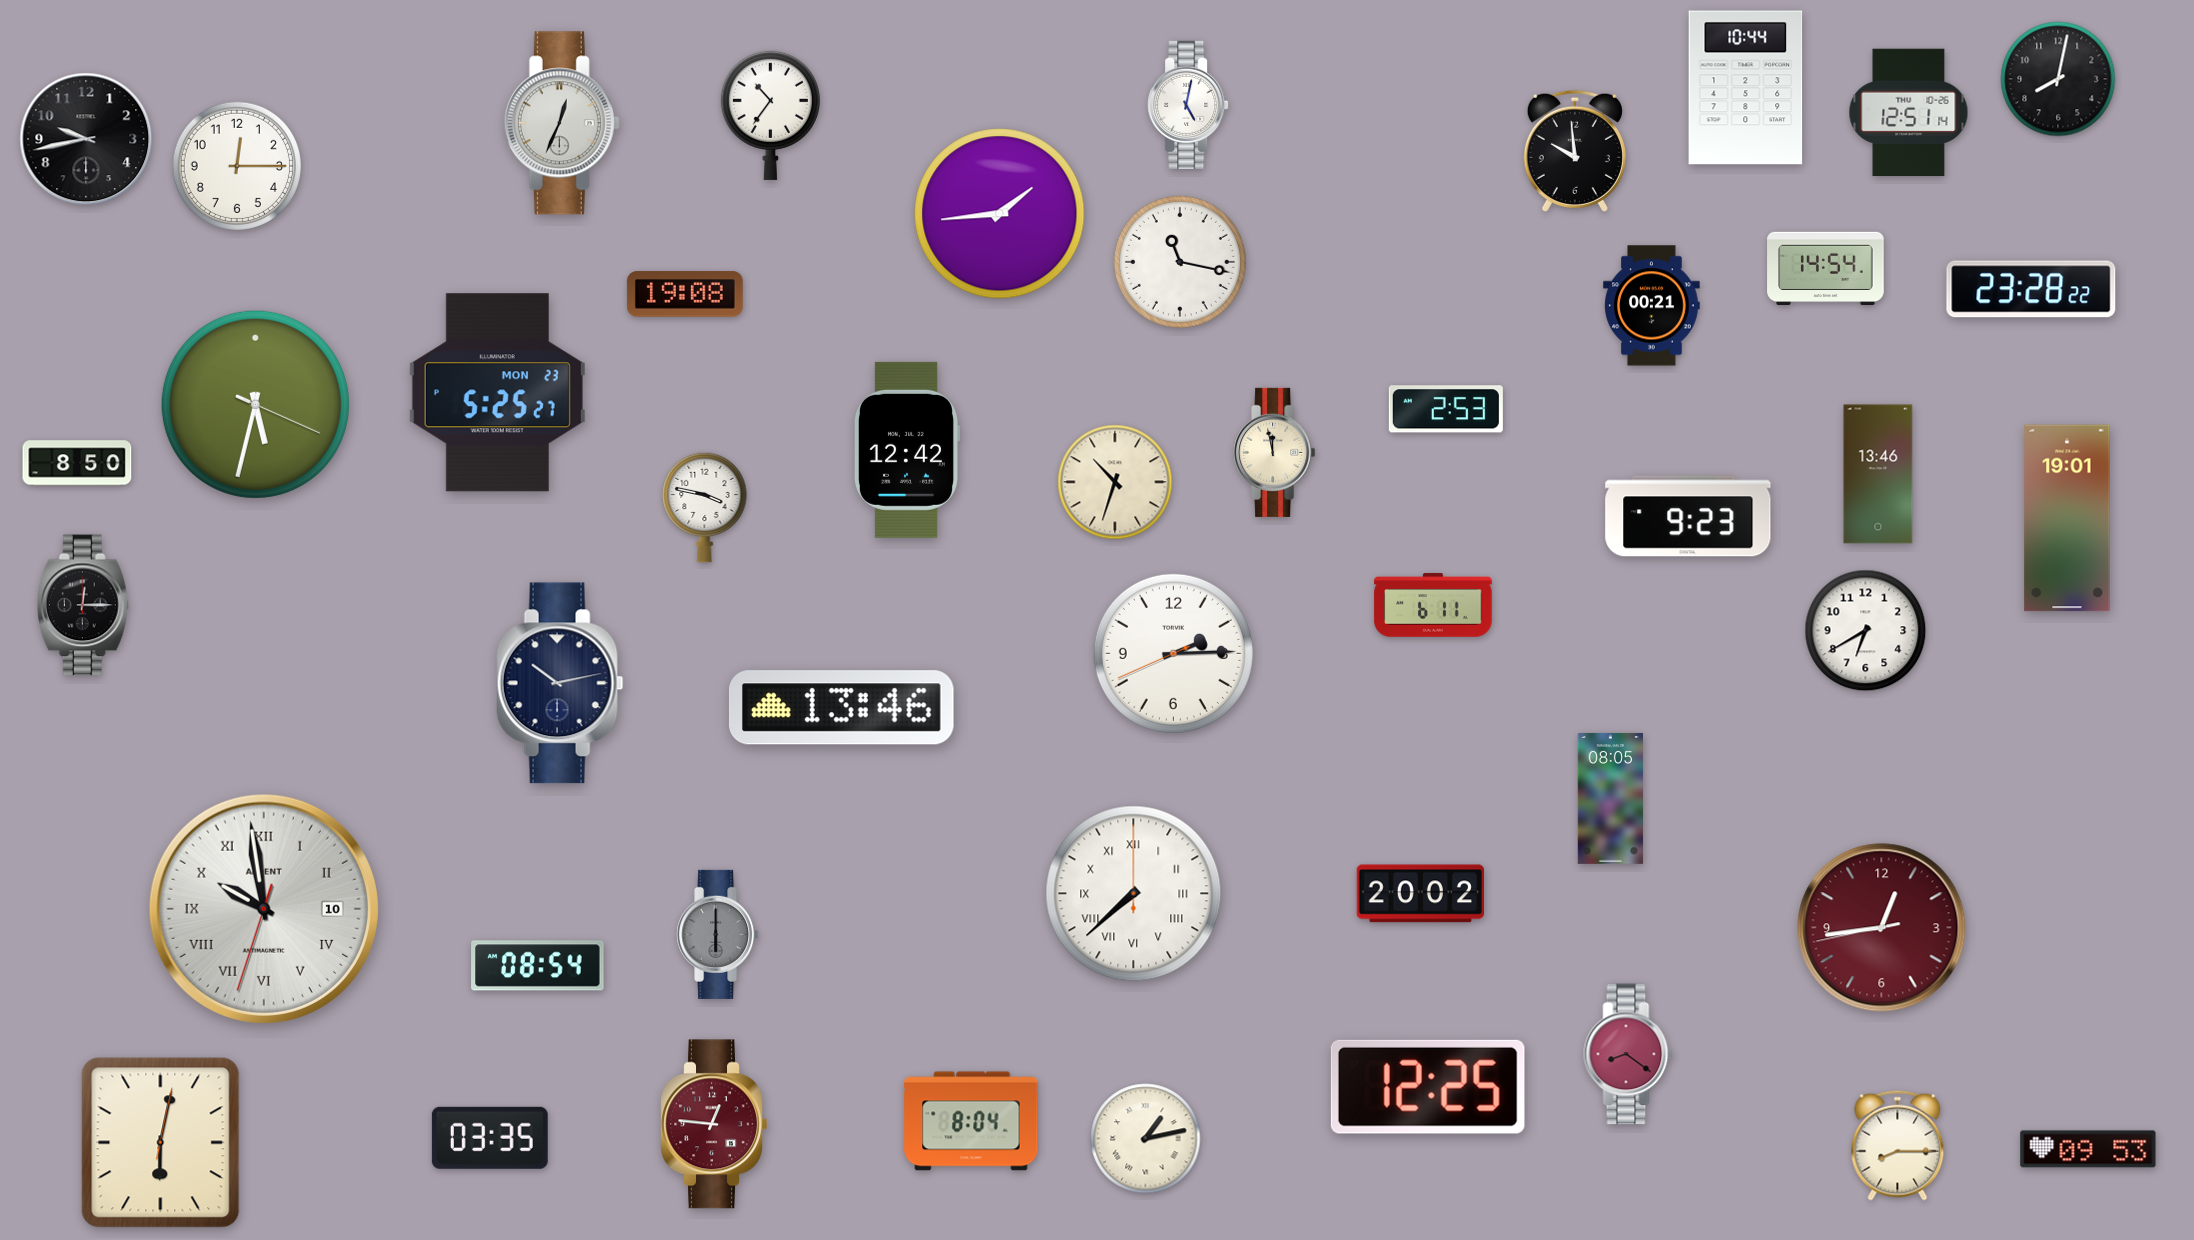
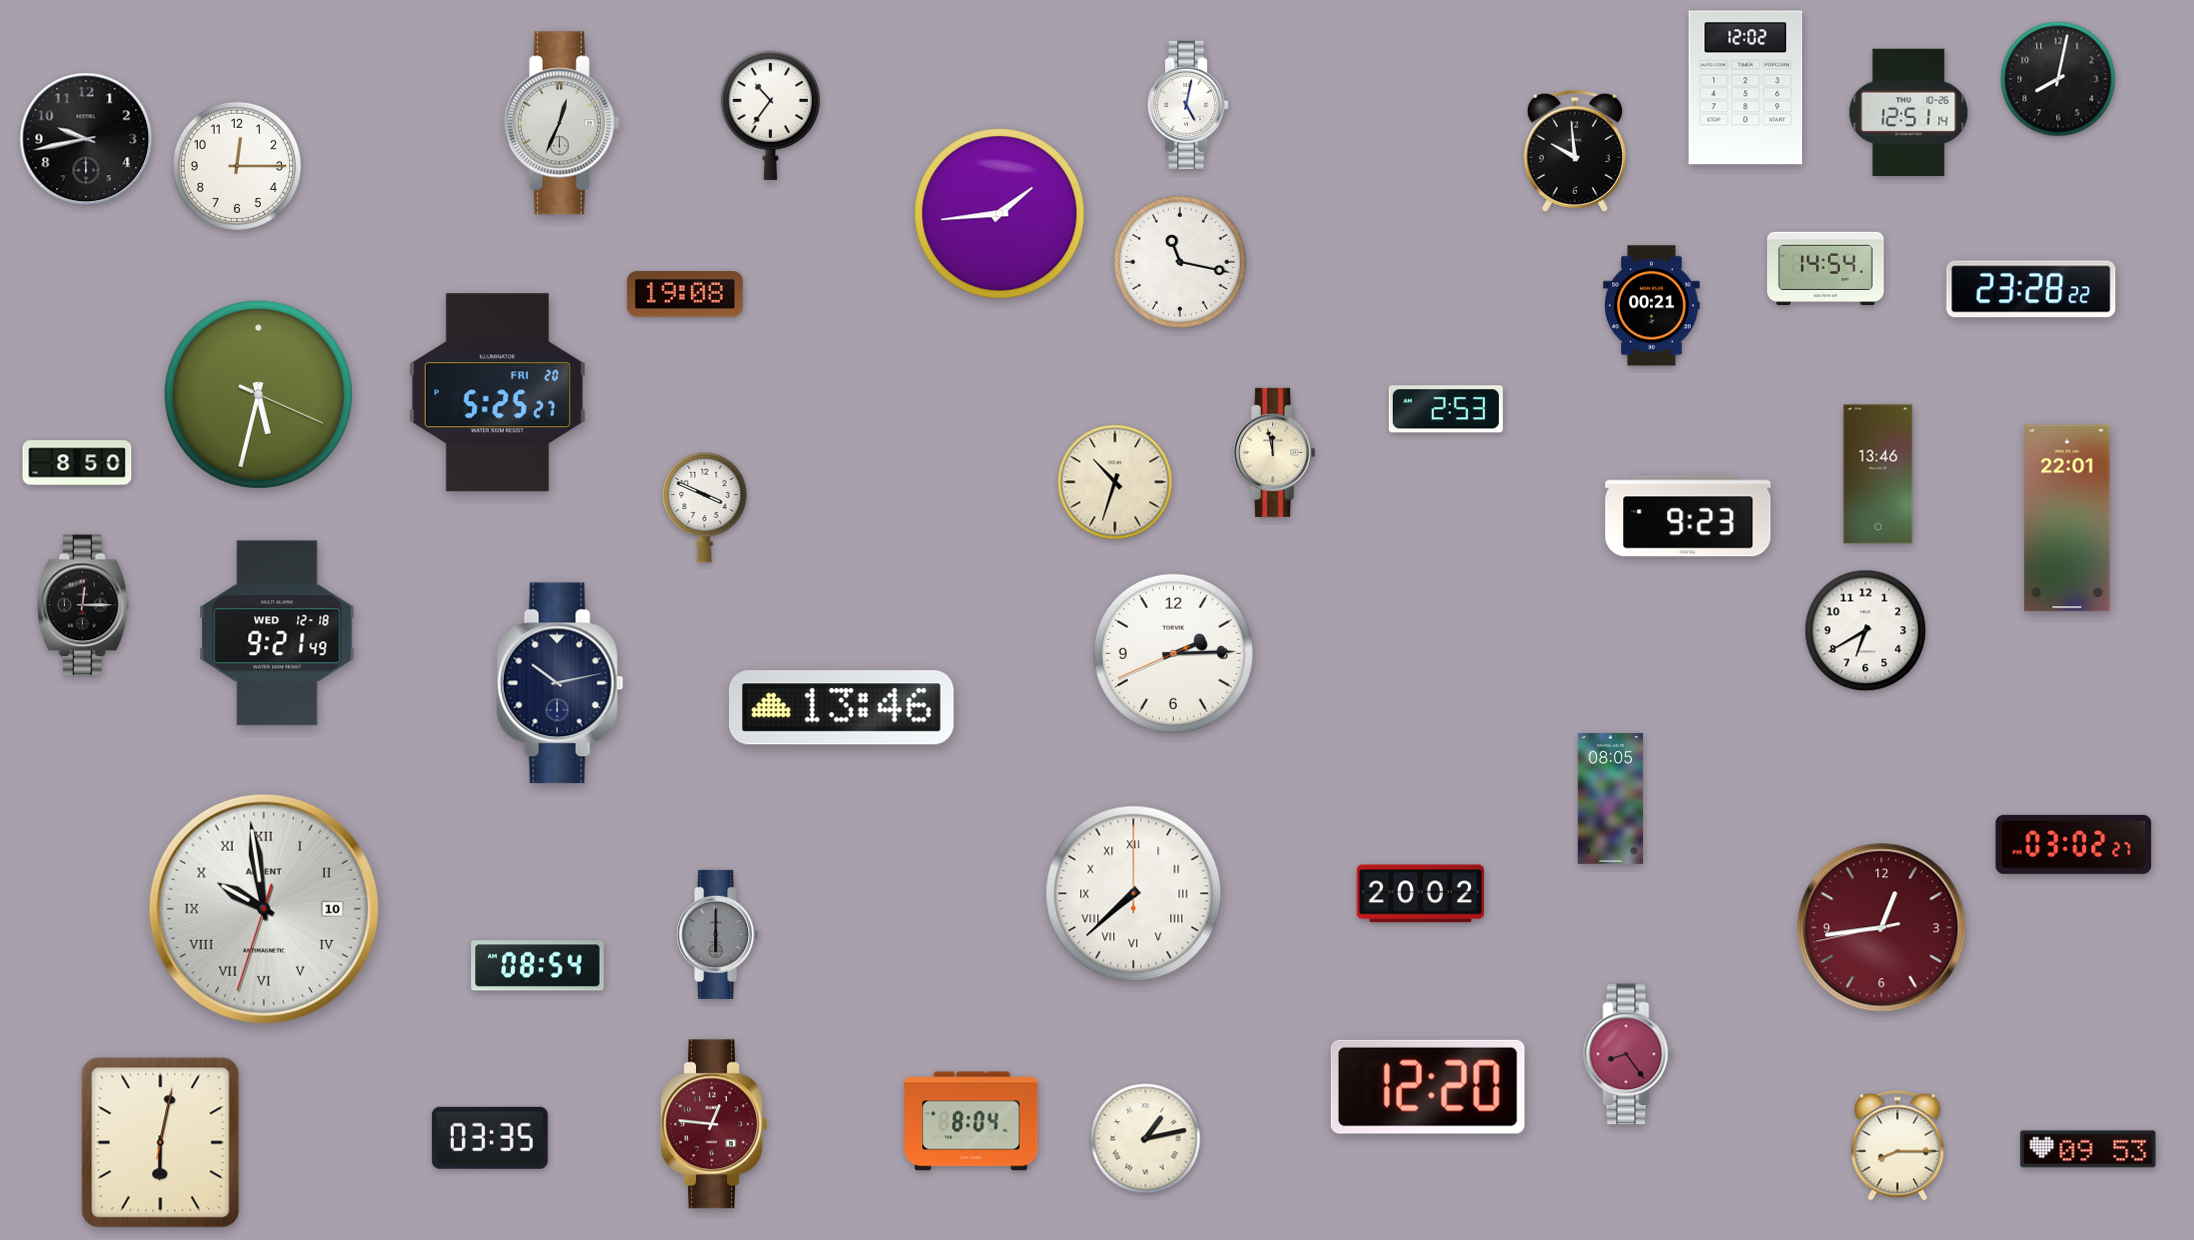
clock at (1746, 88): 10:44 -> 12:02
clock at (497, 393) date: MON 23 -> FRI 20
clock at (255, 404) position: (255, 404) -> (258, 394)
clock at (906, 450): 12:42 -> none
clock at (705, 507): 3:47 -> 3:49
clock at (2067, 518): 19:01 -> 22:01
clock at (1433, 605): 6:11 -> none
clock at (277, 633): none -> 9:21
clock at (2074, 844): none -> 03:02
clock at (1628, 1054): 8:21 -> 8:24
clock at (1428, 1087): 12:25 -> 12:20
